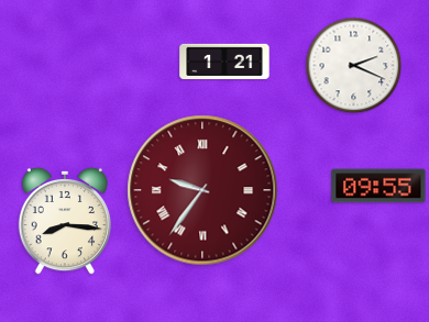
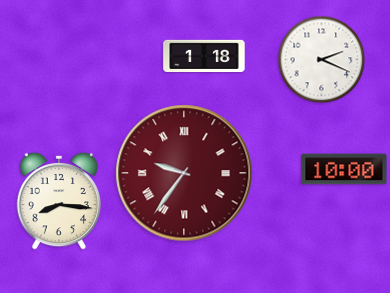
clock at (224, 60): 1:21 -> 1:18
clock at (378, 186): 09:55 -> 10:00
